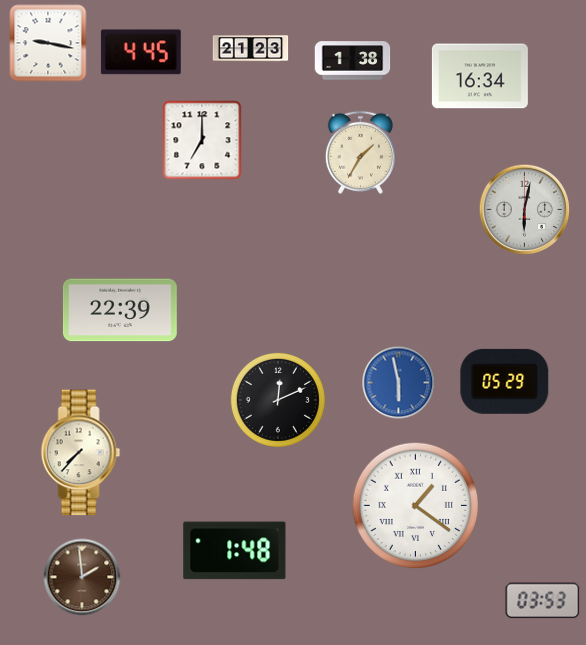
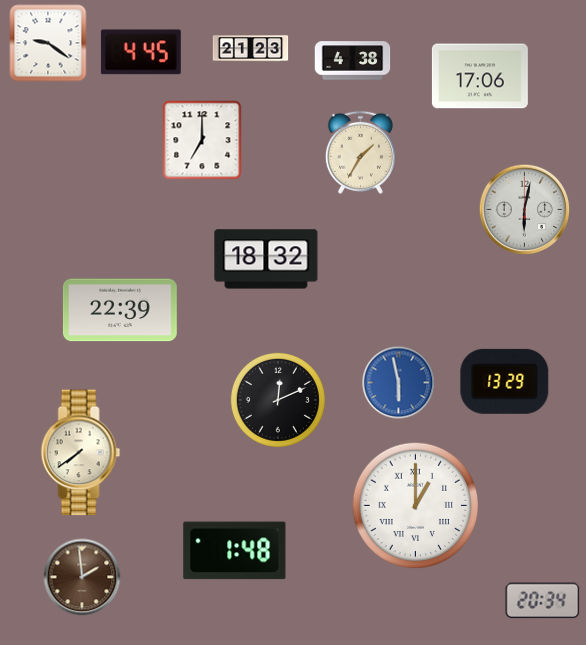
clock at (48, 43): 9:17 -> 9:21
clock at (353, 61): 1:38 -> 4:38
clock at (480, 76): 16:34 -> 17:06
clock at (266, 259): none -> 18:32
clock at (505, 381): 05:29 -> 13:29
clock at (81, 453): 7:37 -> 7:39
clock at (416, 506): 1:21 -> 1:00
clock at (543, 601): 03:53 -> 20:34
